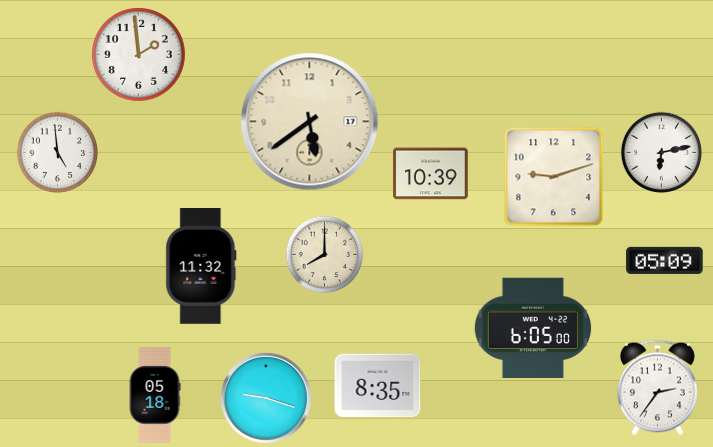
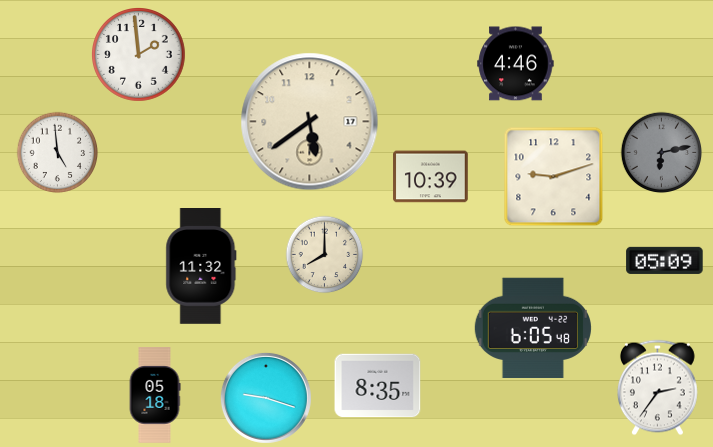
clock at (516, 64): none -> 4:46
clock at (662, 153) dial: white -> grey
clock at (431, 174) position: (431, 174) -> (431, 177)
clock at (533, 327): 6:05:00 -> 6:05:48
